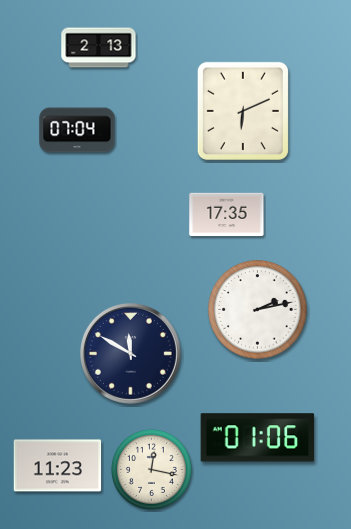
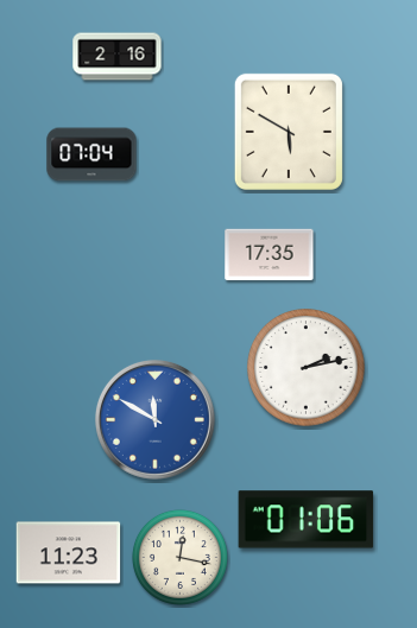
clock at (99, 48): 2:13 -> 2:16
clock at (243, 111): 6:11 -> 5:50
clock at (130, 353) dial: navy -> blue
